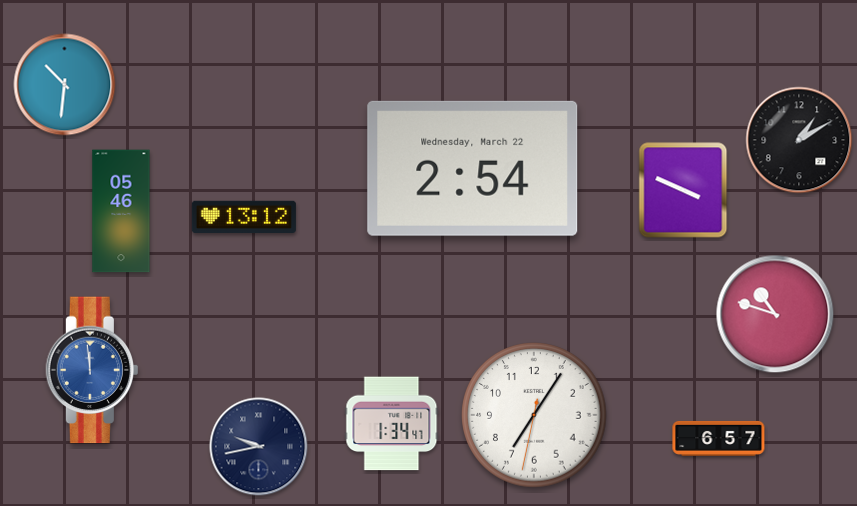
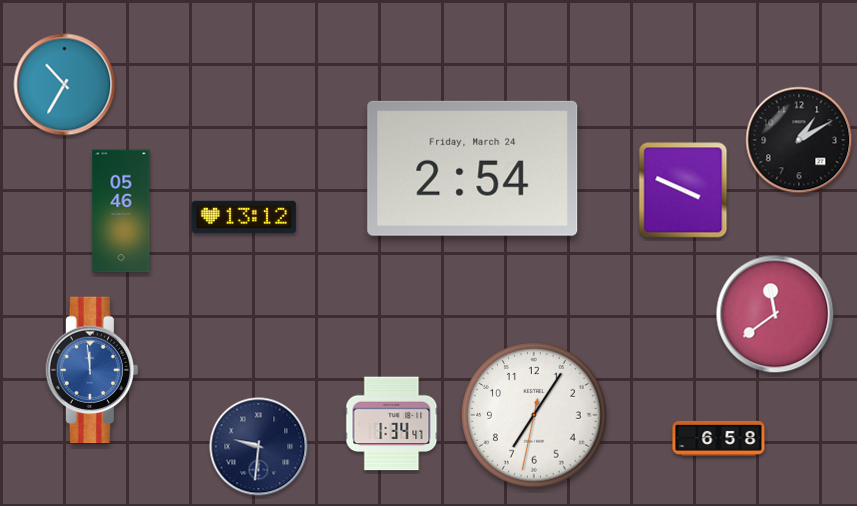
clock at (65, 85): 10:31 -> 10:35
clock at (473, 168) date: Wednesday, March 22 -> Friday, March 24
clock at (775, 314): 10:48 -> 11:39
clock at (719, 438): 6:57 -> 6:58
clock at (259, 447): 9:43 -> 9:31
